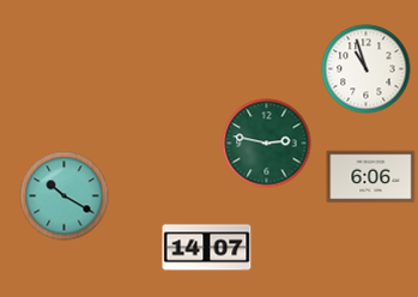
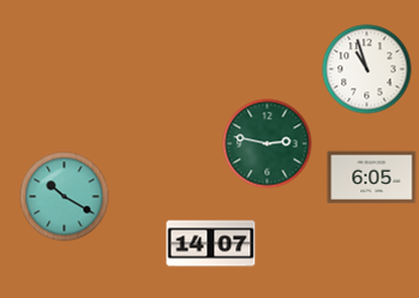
clock at (371, 177): 6:06 -> 6:05
clock at (207, 248) position: (207, 248) -> (211, 244)
